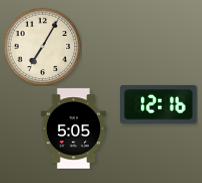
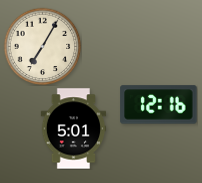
clock at (74, 129): 5:05 -> 5:01
